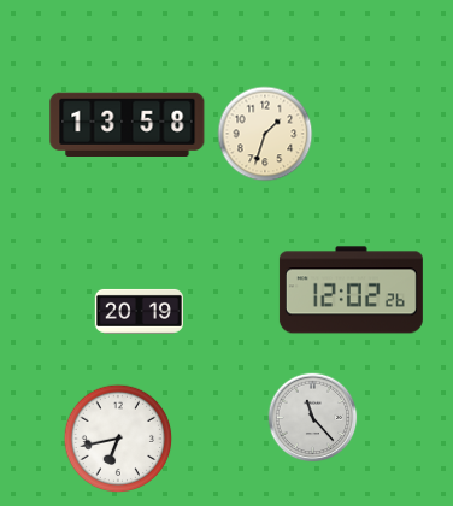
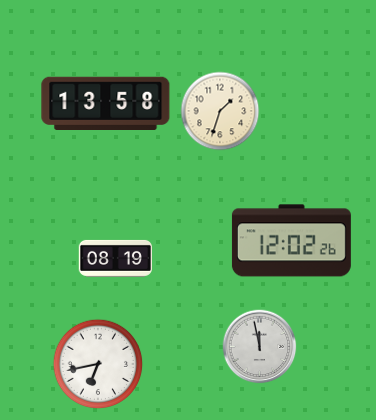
clock at (139, 311): 20:19 -> 08:19
clock at (313, 418): 11:23 -> 11:58
